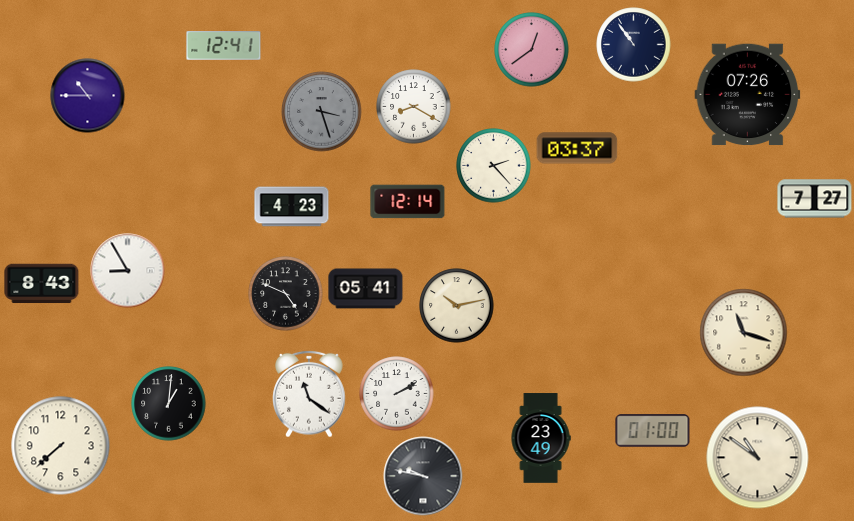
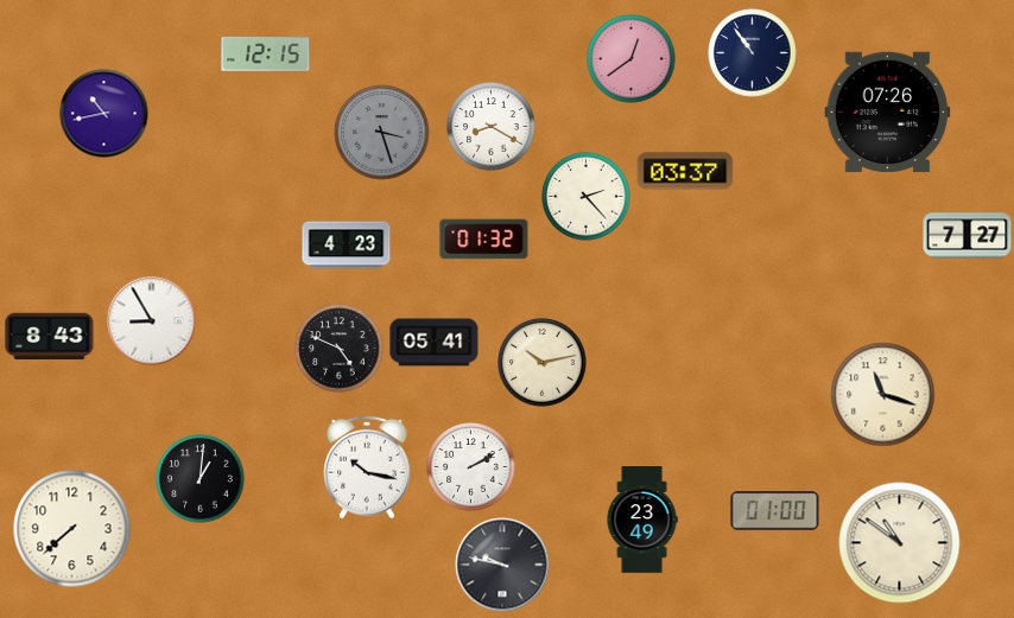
clock at (224, 46): 12:41 -> 12:15
clock at (88, 96): 10:45 -> 10:43
clock at (577, 148) position: (577, 148) -> (685, 171)
clock at (408, 202): 12:14 -> 01:32
clock at (309, 394): 11:21 -> 10:17
